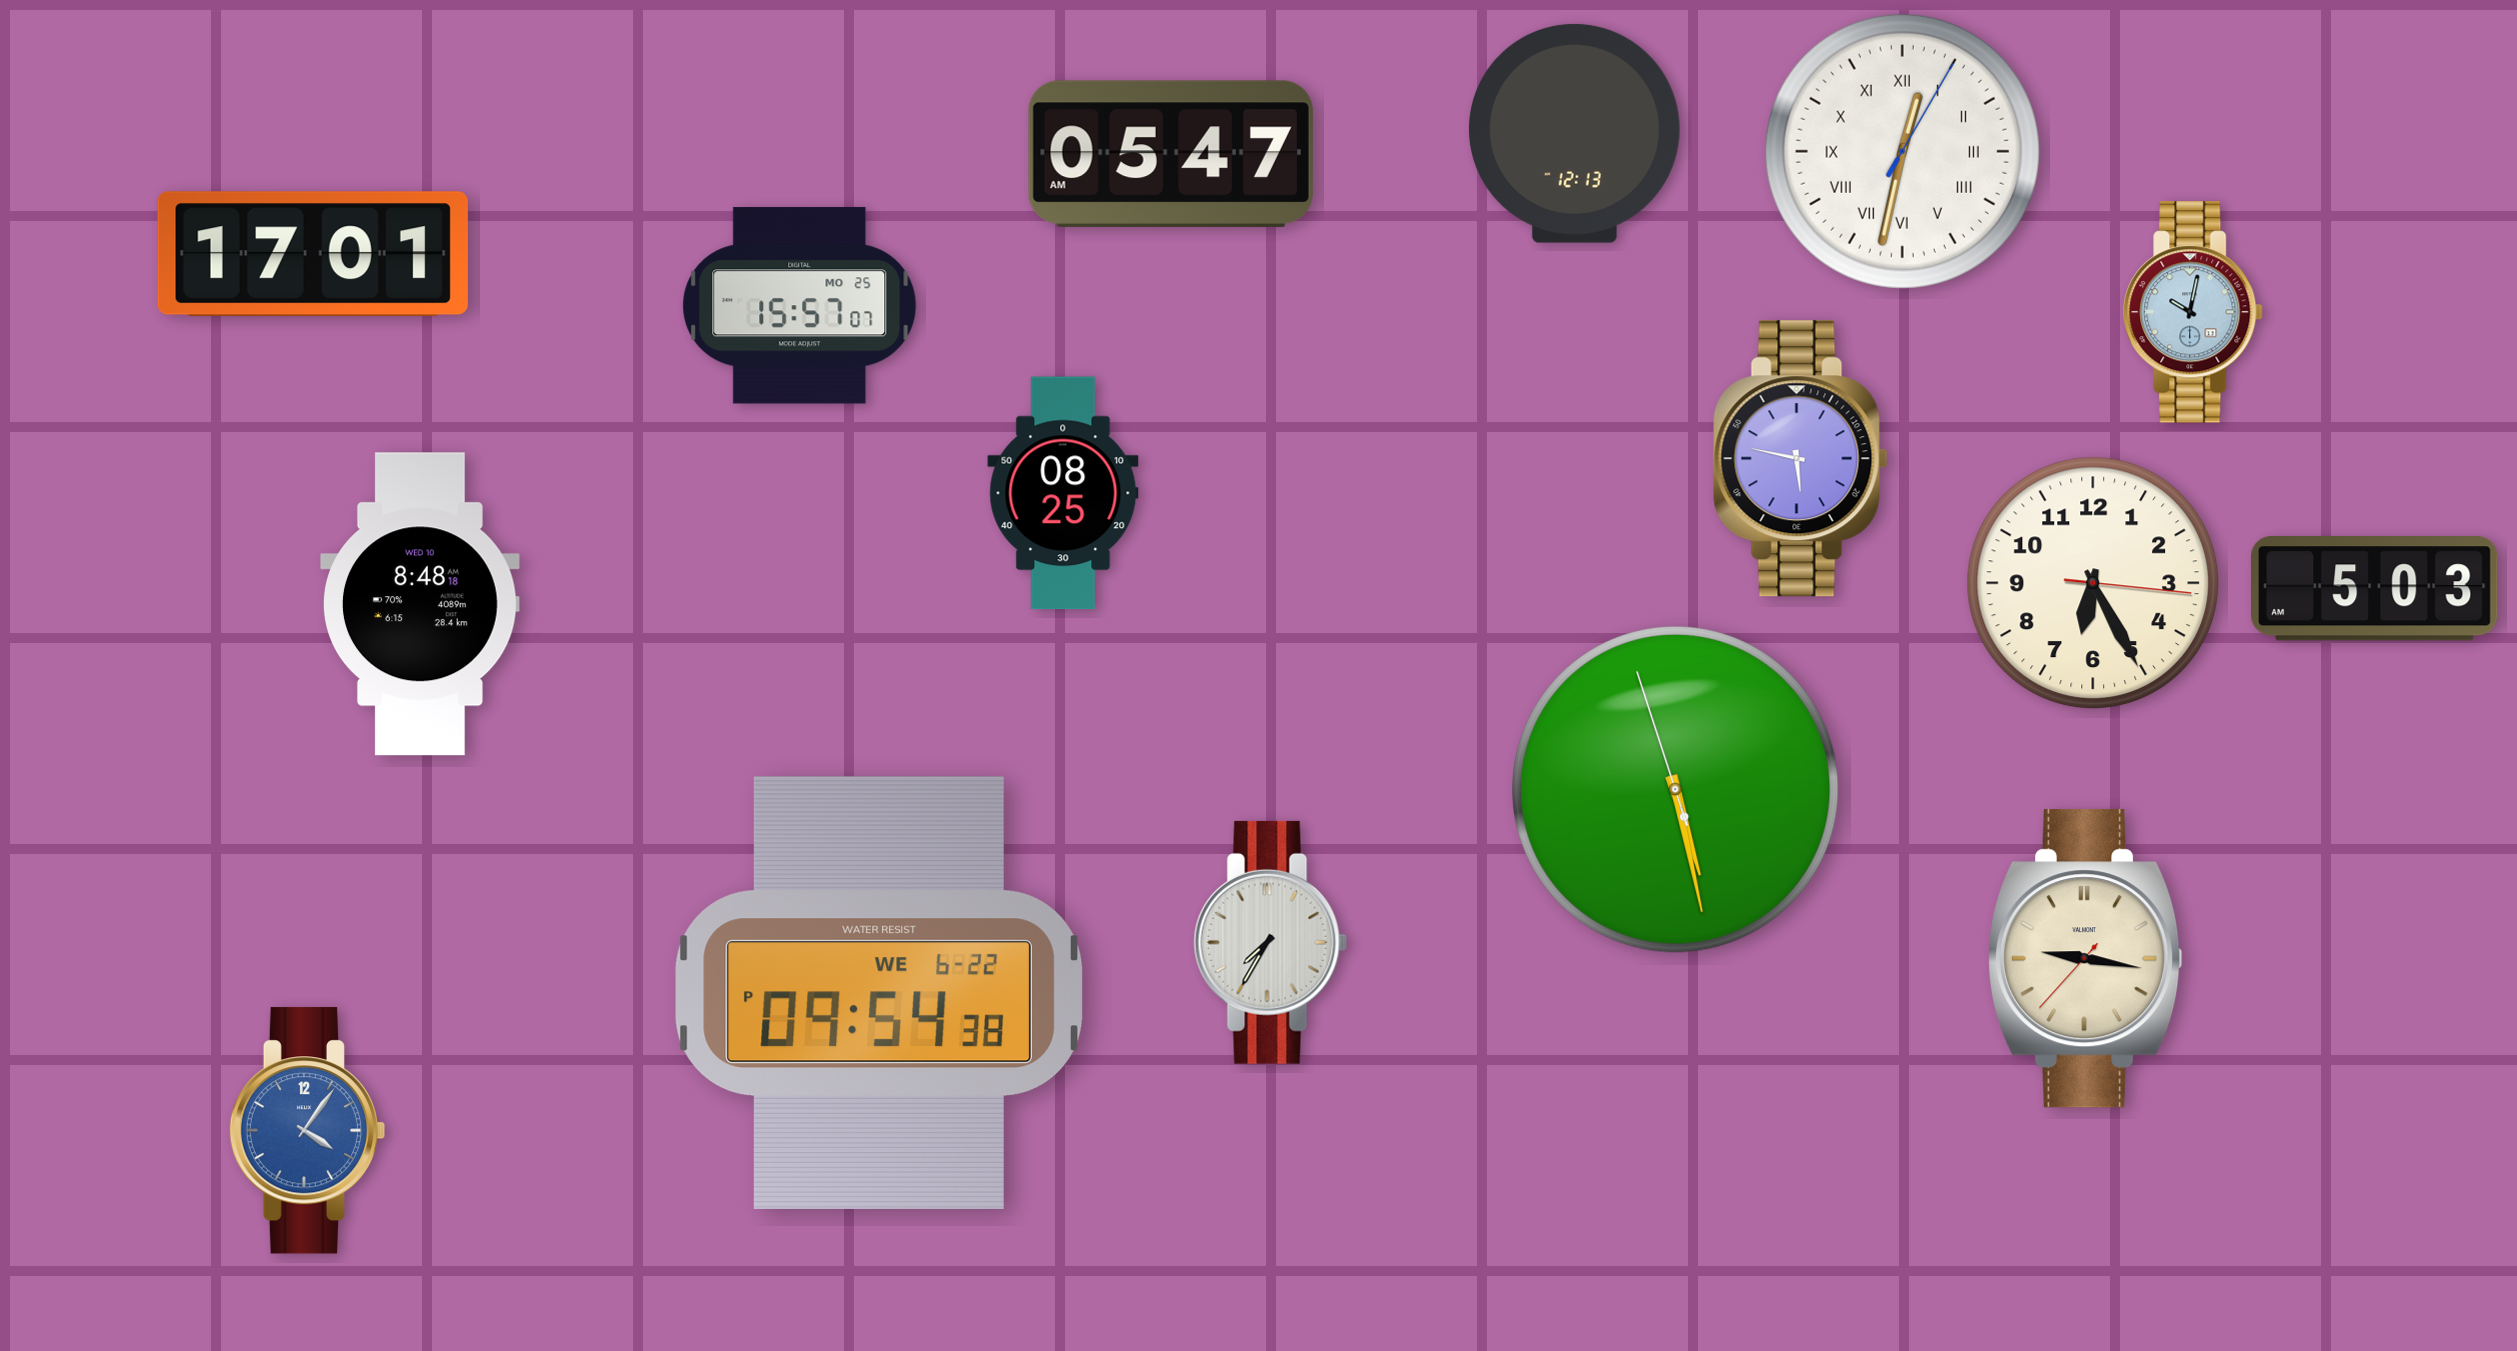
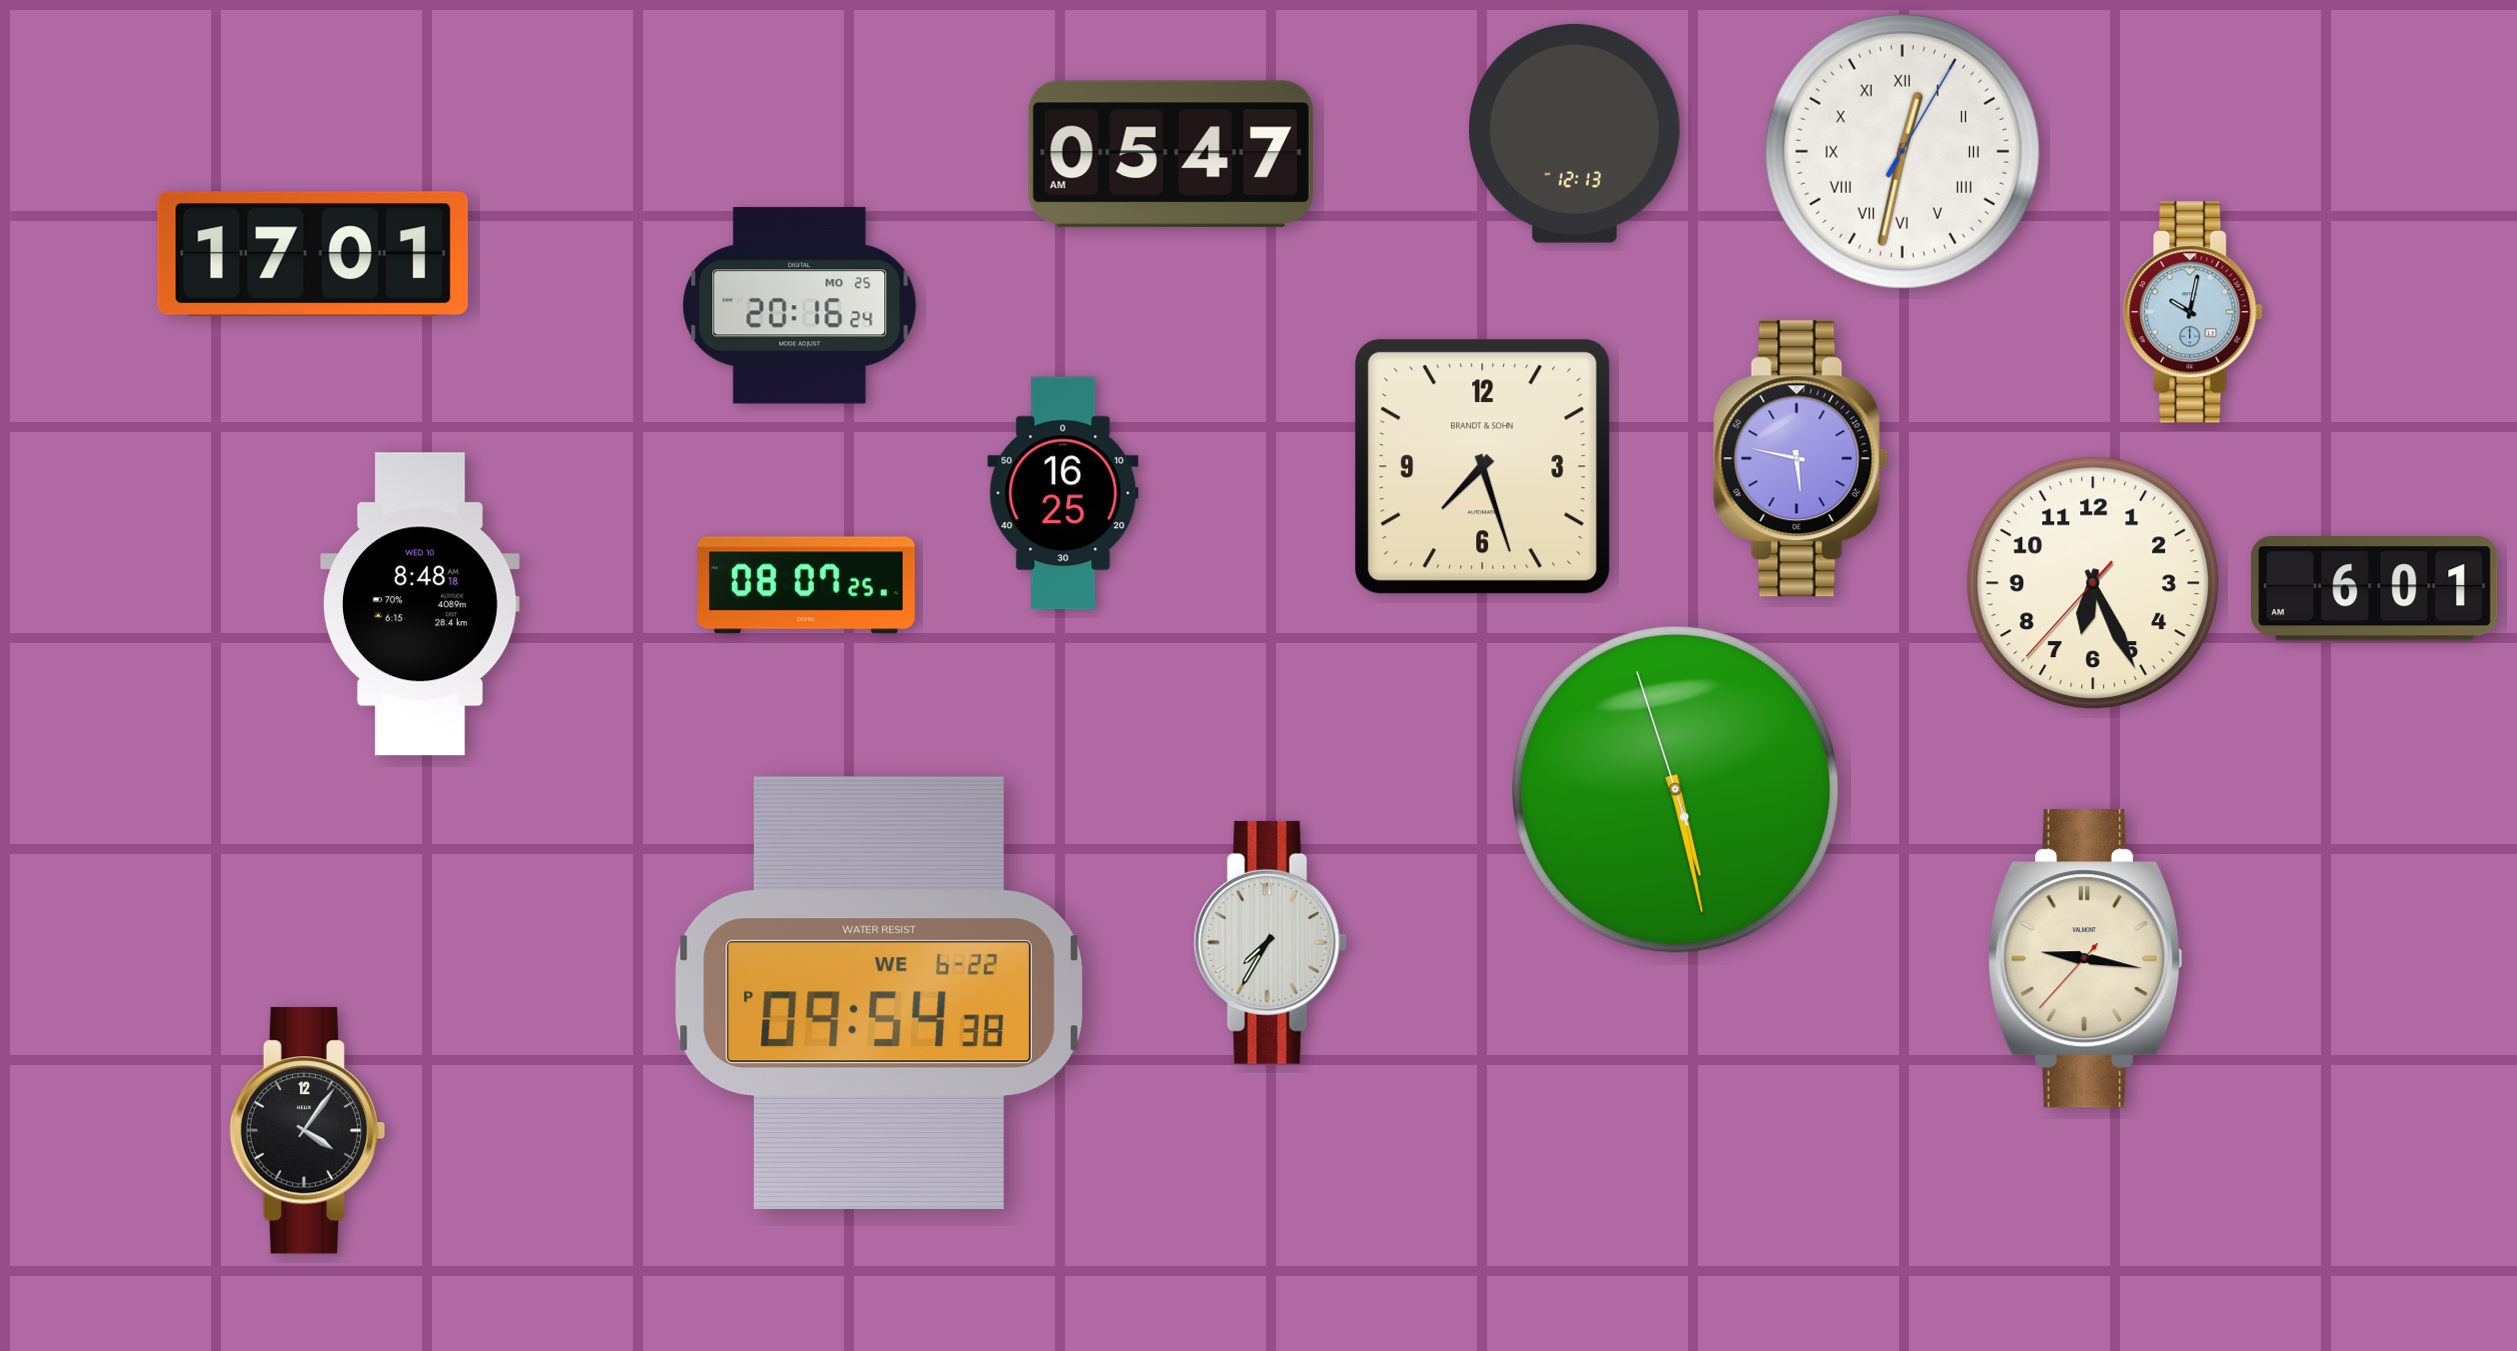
clock at (800, 306): 15:57 -> 20:16
clock at (1483, 467): none -> 7:27
clock at (1063, 493): 08:25 -> 16:25
clock at (2093, 583): 6:25:16 -> 6:25:37
clock at (807, 585): none -> 08:07
clock at (2375, 589): 5:03 -> 6:01
clock at (308, 1131) dial: blue -> black
